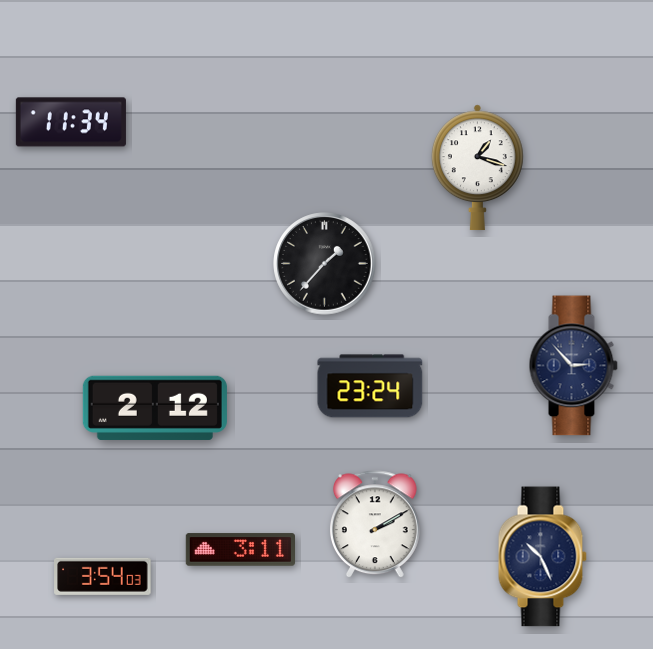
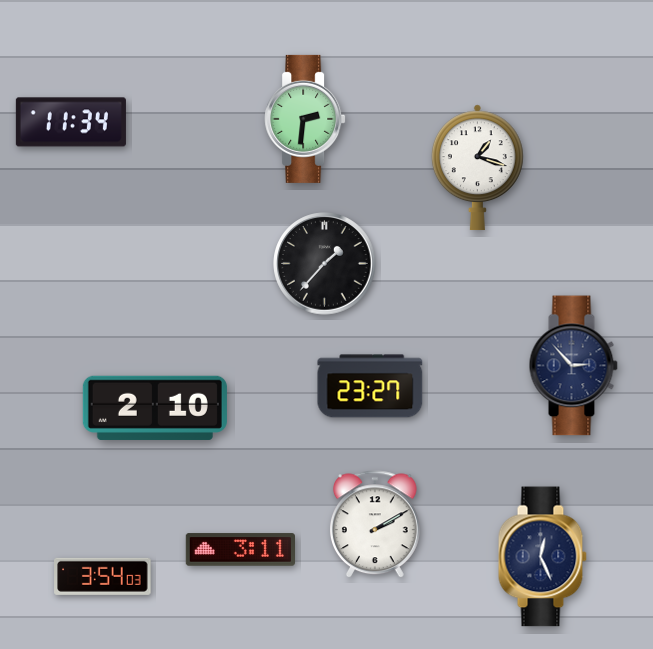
clock at (305, 119): none -> 2:31
clock at (370, 386): 23:24 -> 23:27
clock at (155, 408): 2:12 -> 2:10
clock at (542, 557): 10:26 -> 12:26
